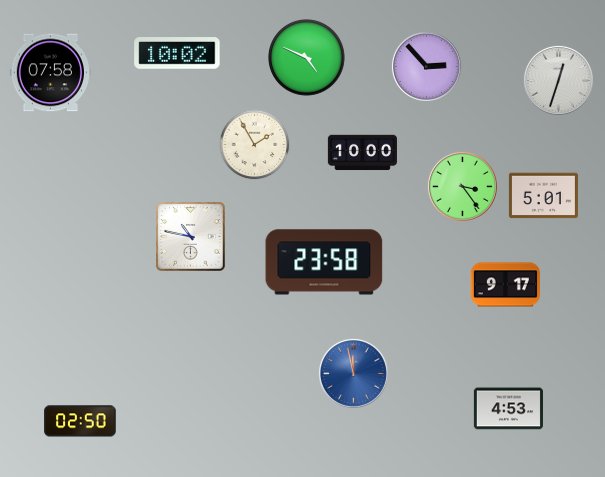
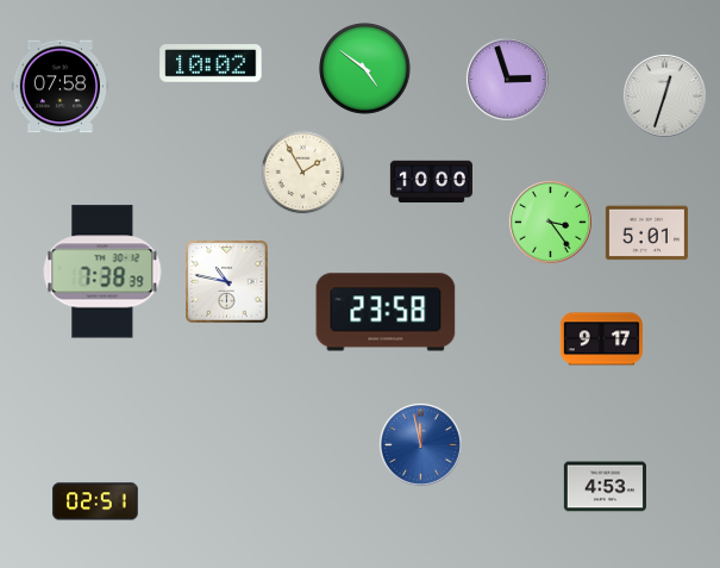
clock at (307, 58): 4:49 -> 4:51
clock at (426, 66): 2:53 -> 2:57
clock at (102, 271): none -> 7:38
clock at (80, 421): 02:50 -> 02:51
